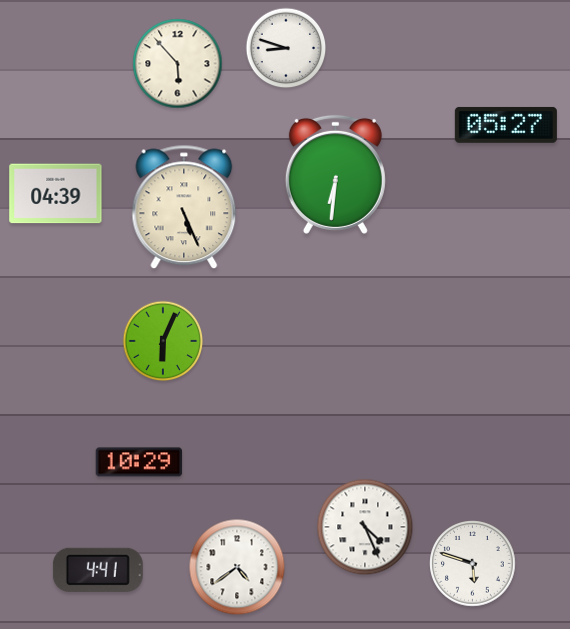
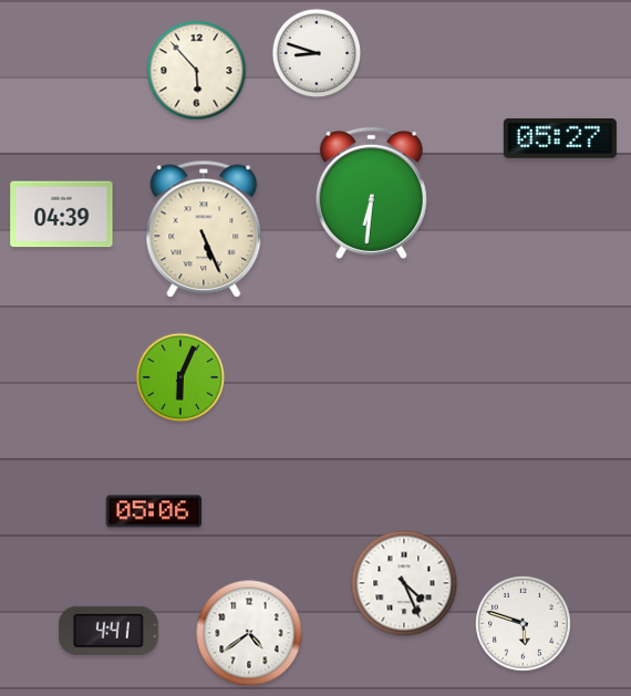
clock at (139, 462): 10:29 -> 05:06
clock at (237, 567) position: (237, 567) -> (249, 633)
